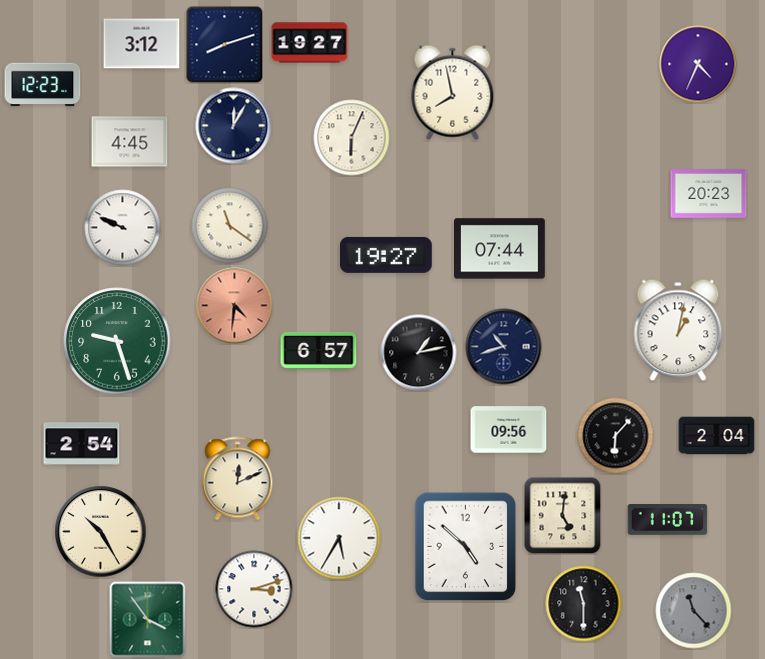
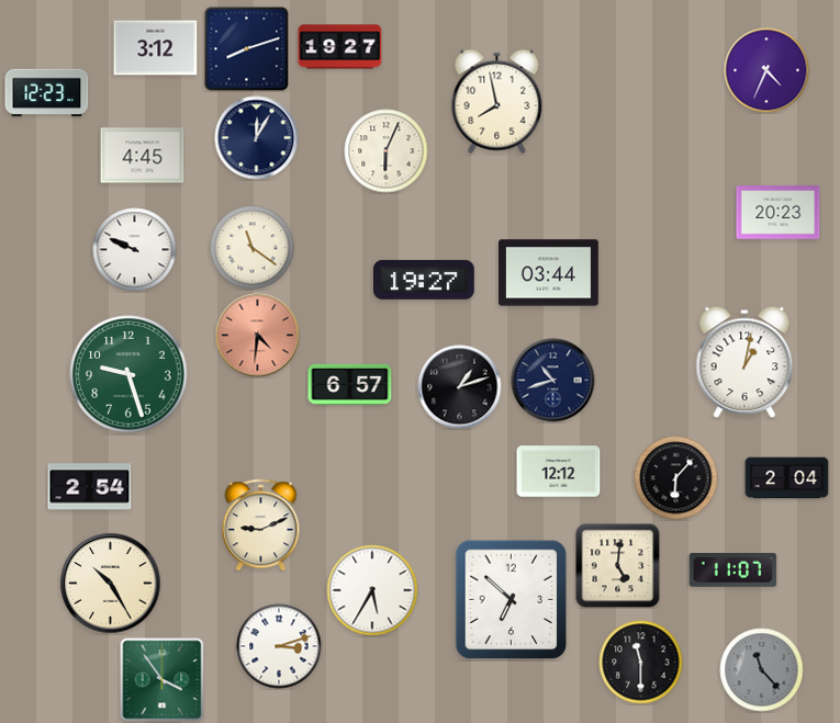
clock at (500, 249): 07:44 -> 03:44
clock at (419, 353): 1:13 -> 1:12
clock at (509, 430): 09:56 -> 12:12
clock at (238, 479): 12:11 -> 9:11
clock at (466, 547): 4:52 -> 6:52
